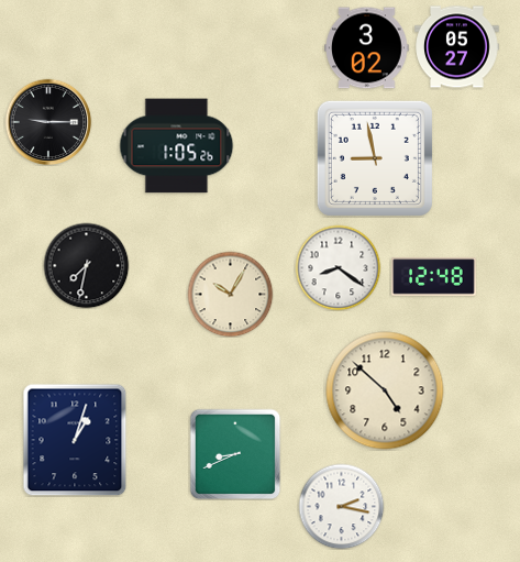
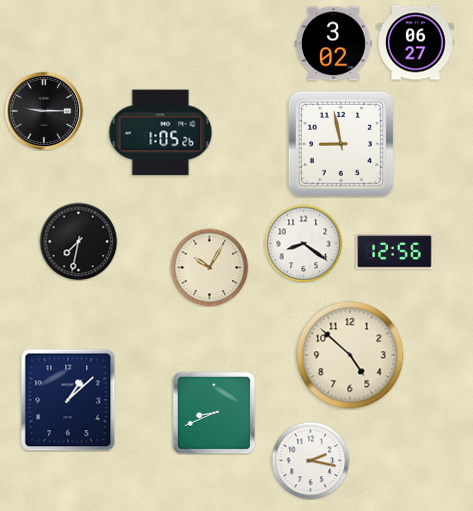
clock at (457, 47): 05:27 -> 06:27
clock at (338, 267) position: (338, 267) -> (303, 243)
clock at (434, 277): 12:48 -> 12:56
clock at (75, 440): 1:03 -> 1:08
